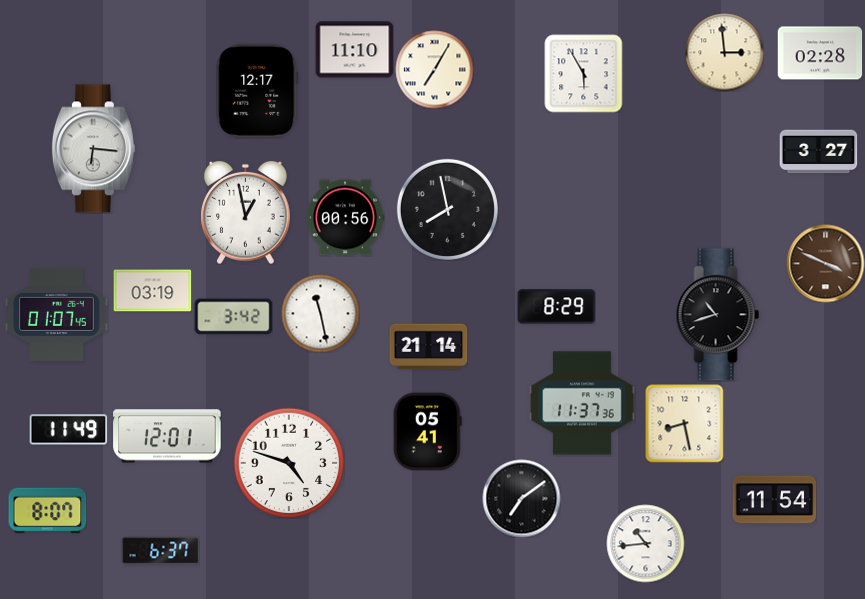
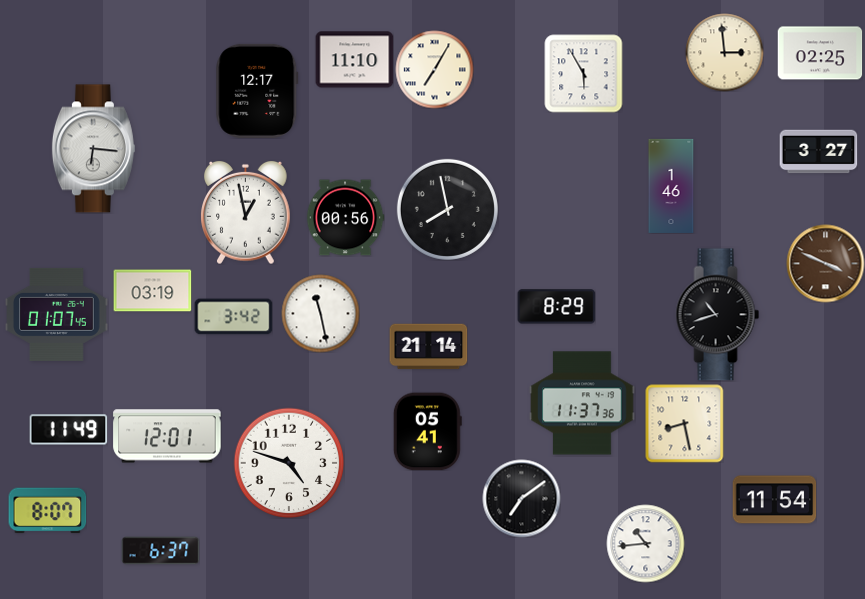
clock at (354, 50) position: (354, 50) -> (354, 60)
clock at (820, 53): 02:28 -> 02:25
clock at (671, 186): none -> 1:46
